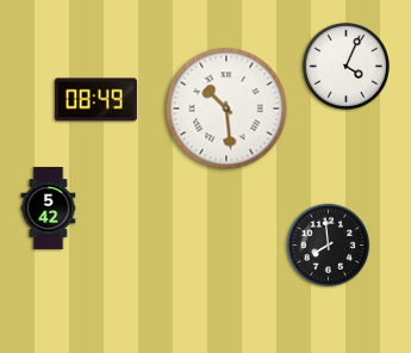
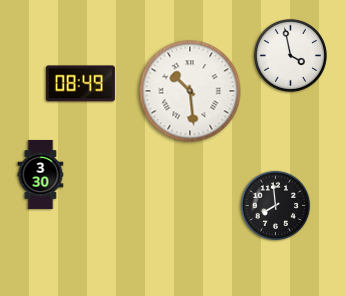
clock at (345, 66): 4:04 -> 3:58
clock at (49, 208): 5:42 -> 3:30
